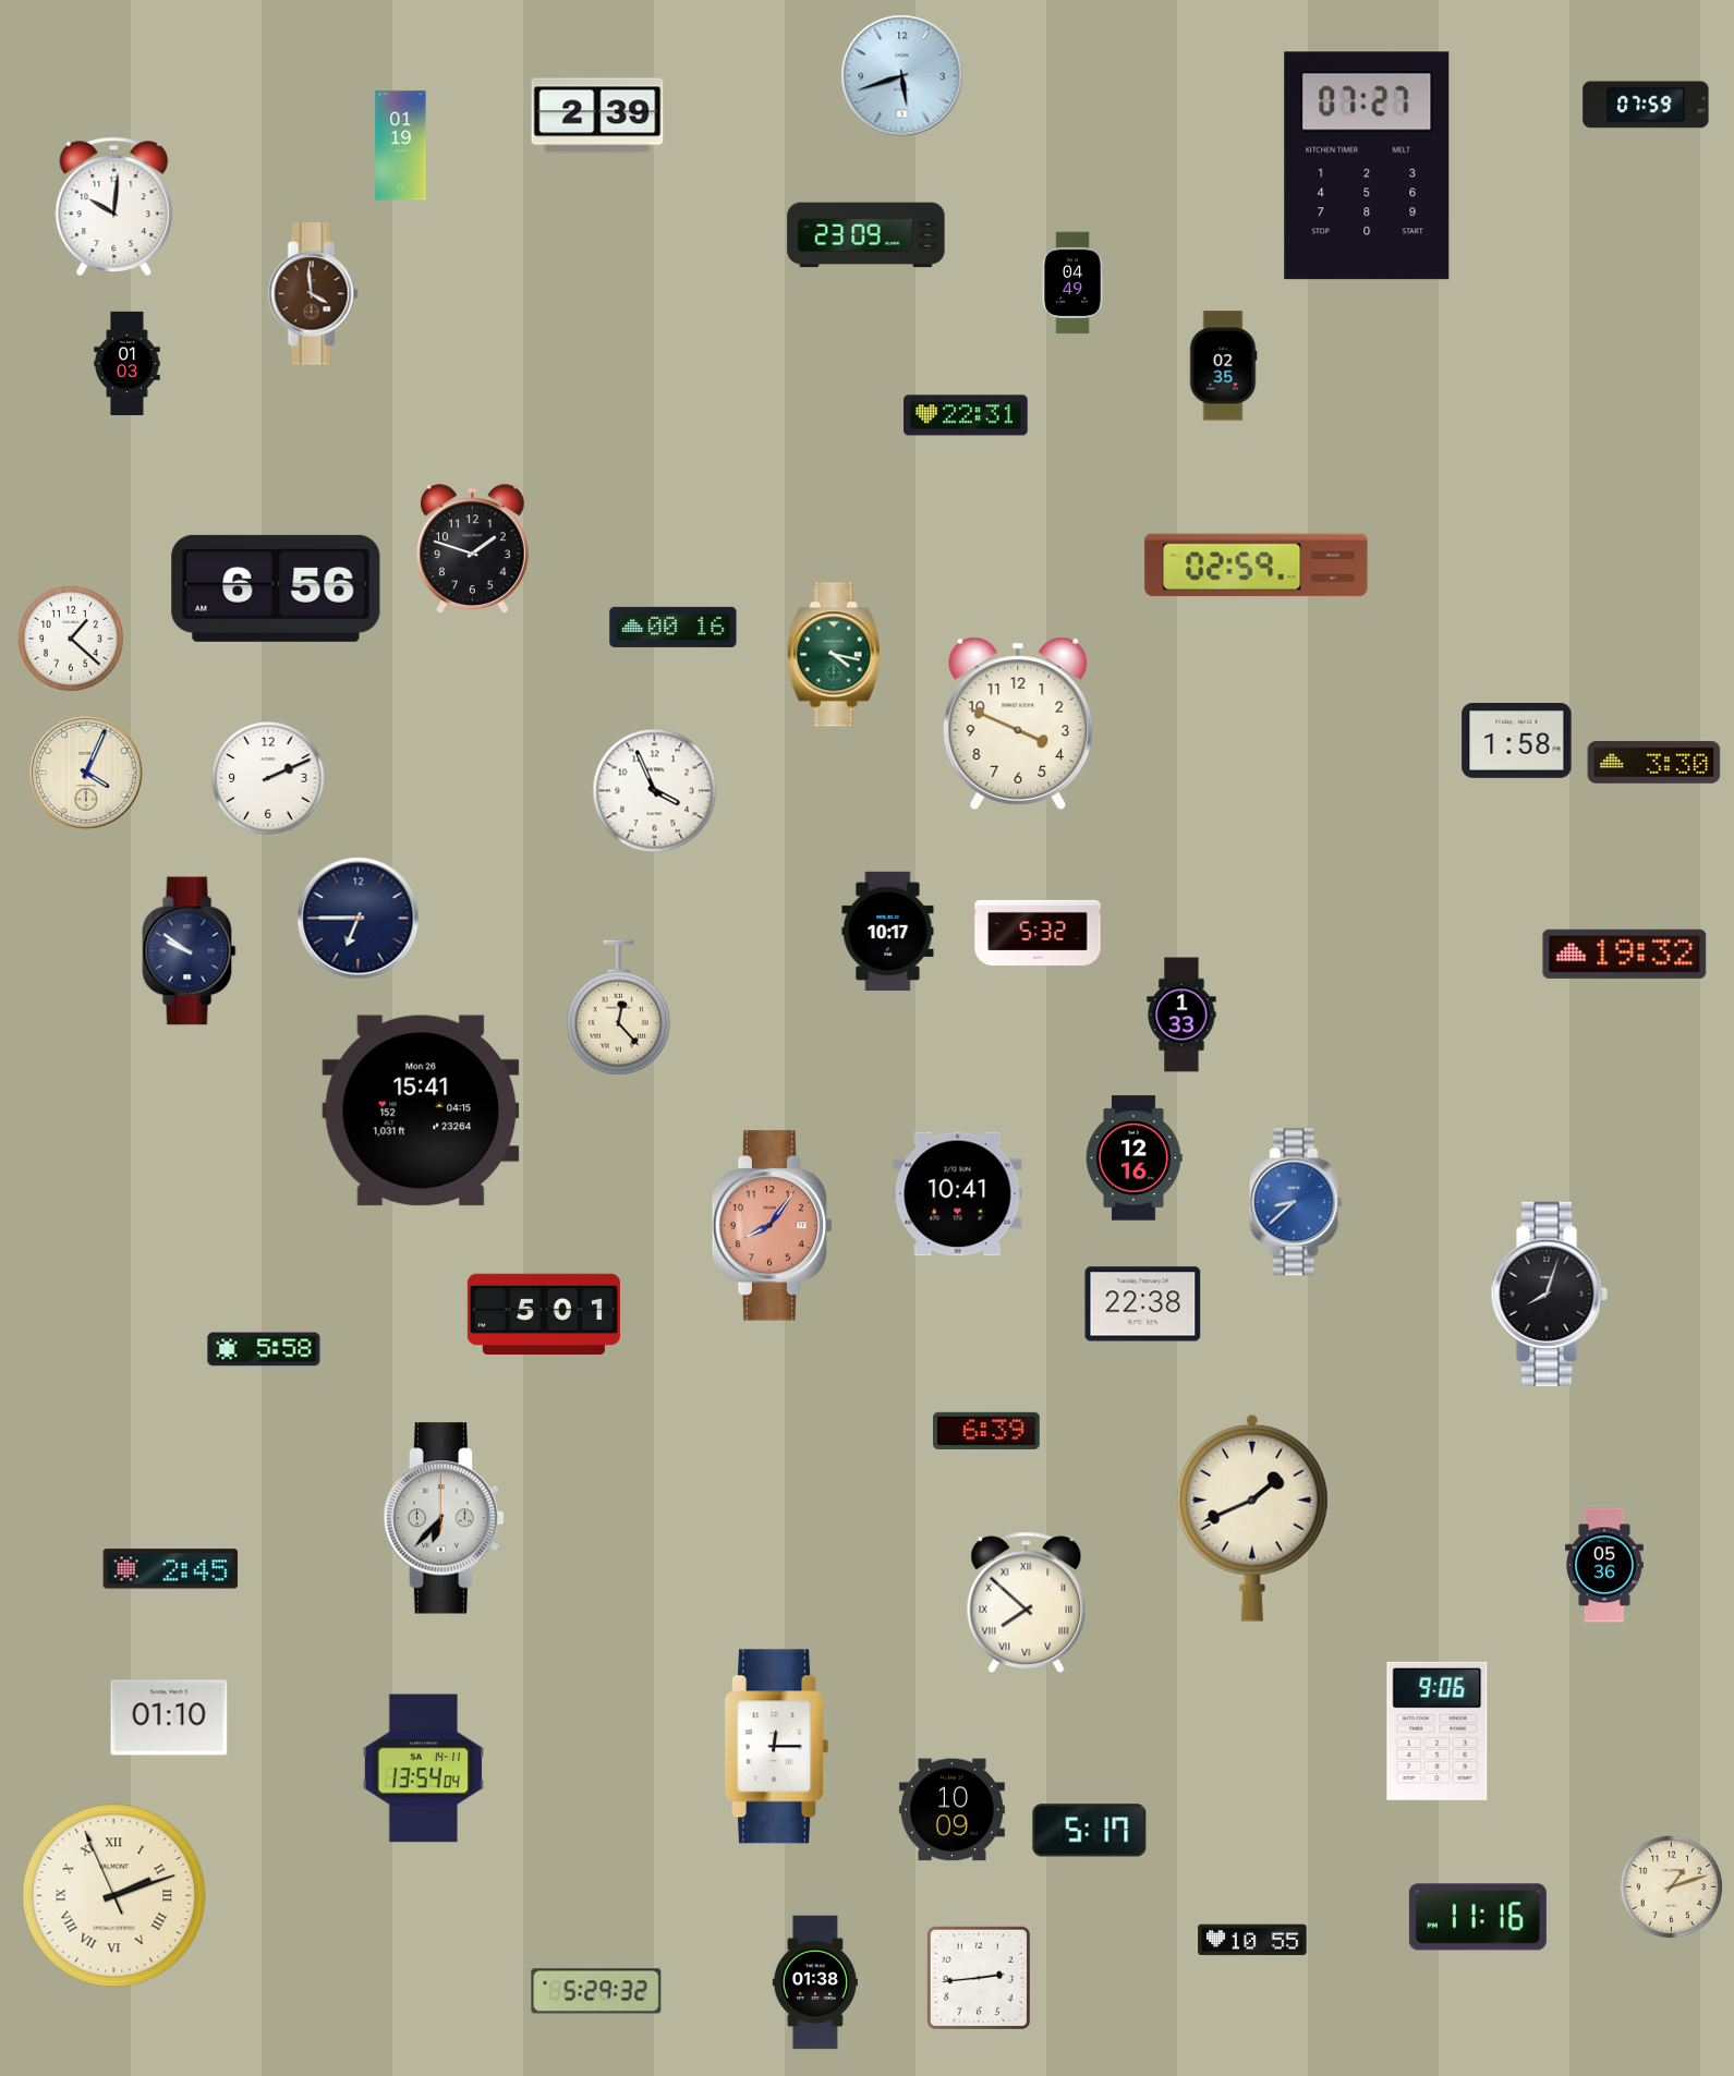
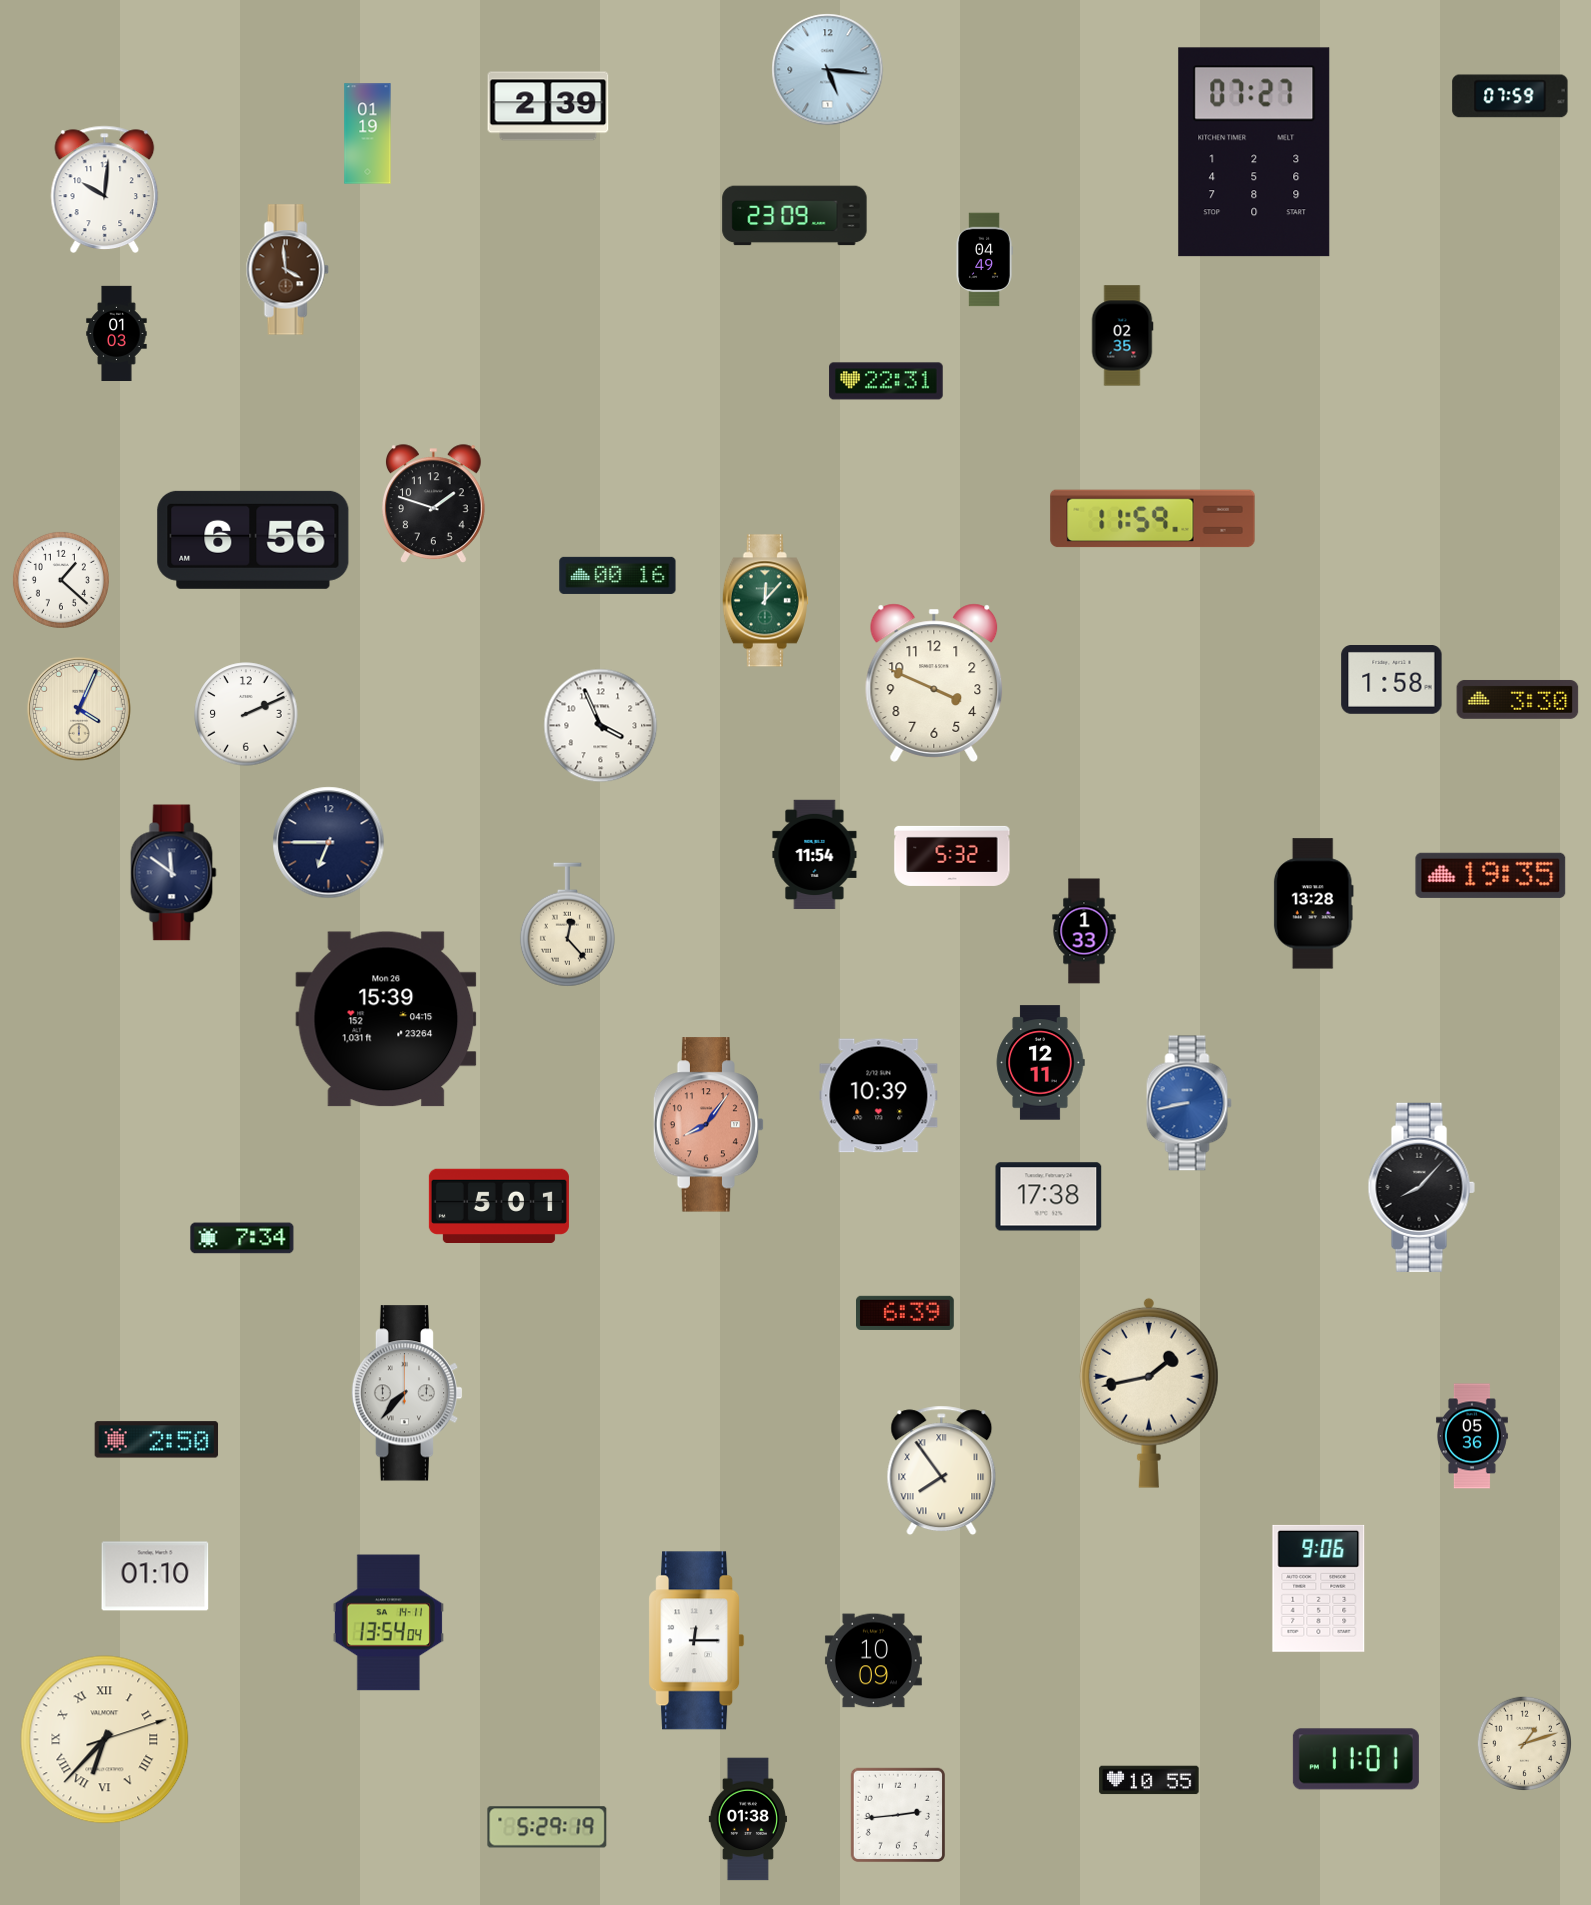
clock at (902, 76): 5:42 -> 5:16
clock at (1257, 566): 02:59 -> 11:59
clock at (71, 639) position: (71, 639) -> (61, 580)
clock at (834, 655): 4:17 -> 12:07
clock at (1018, 724) position: (1018, 724) -> (934, 683)
clock at (888, 932): 10:17 -> 11:54
clock at (190, 951): 9:51 -> 11:51
clock at (1625, 954): 19:32 -> 19:35
clock at (1313, 904): none -> 13:28
clock at (421, 1110): 15:41 -> 15:39
clock at (1133, 1158): 12:16 -> 12:11
clock at (958, 1194): 10:41 -> 10:39
clock at (1296, 1202): 8:38 -> 8:43
clock at (1549, 1294): 8:03 -> 8:07
clock at (1143, 1304): 22:38 -> 17:38
clock at (264, 1349): 5:58 -> 7:34
clock at (444, 1518): 6:37 -> 7:37
clock at (1252, 1518): 1:41 -> 1:43
clock at (171, 1569): 2:45 -> 2:50
clock at (1027, 1603): 7:52 -> 7:54
clock at (777, 1747) position: (777, 1747) -> (697, 1641)
clock at (1090, 1831): 5:17 -> none
clock at (1671, 1886) position: (1671, 1886) -> (1524, 1743)
clock at (114, 1896): 2:11 -> 6:37
clock at (1478, 1917): 11:16 -> 11:01
clock at (596, 1991): 5:29:32 -> 5:29:19
